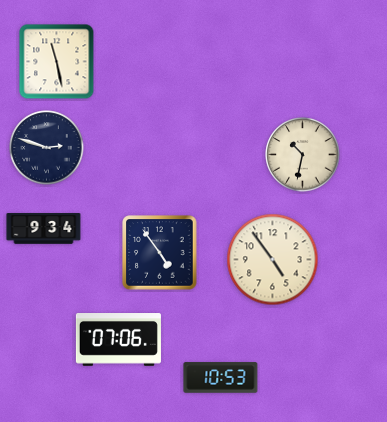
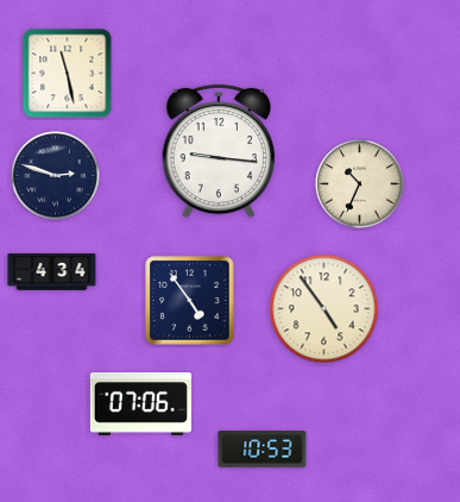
clock at (218, 151): none -> 9:16
clock at (303, 155): 10:32 -> 10:34
clock at (44, 229): 9:34 -> 4:34
